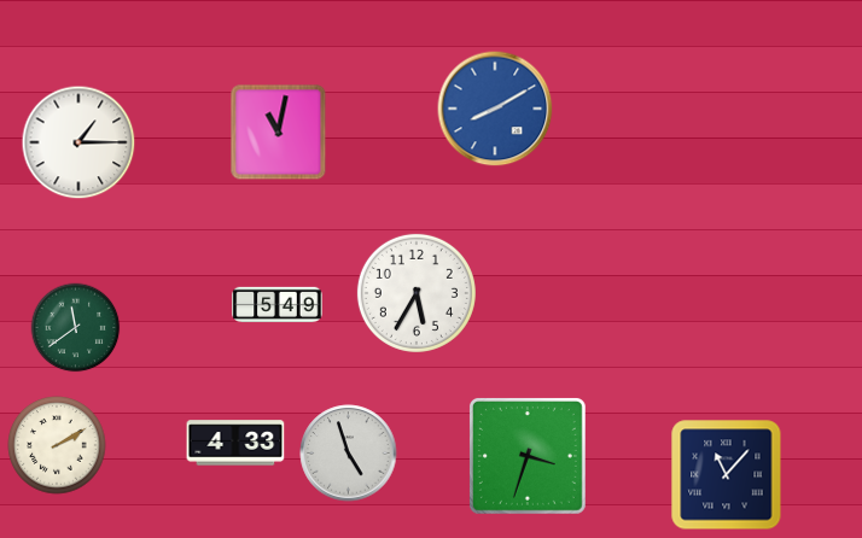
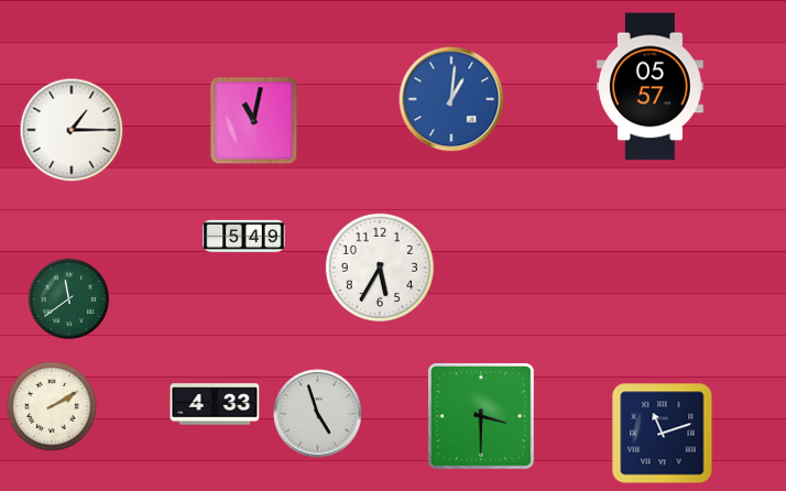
clock at (649, 87): none -> 05:57
clock at (495, 109): 8:10 -> 1:01
clock at (278, 305) position: (278, 305) -> (244, 237)
clock at (528, 456): 3:33 -> 3:30
clock at (727, 475): 11:07 -> 11:12
